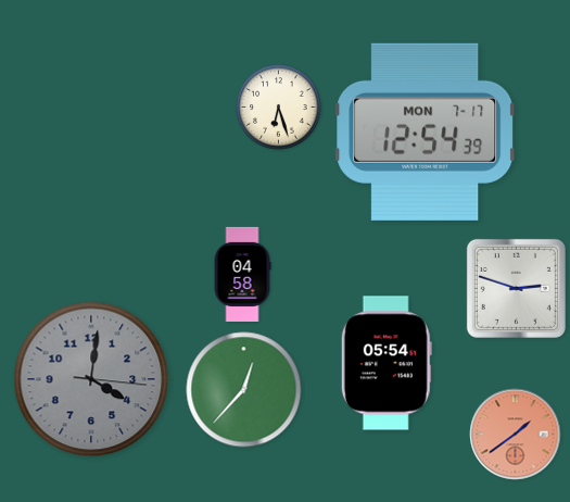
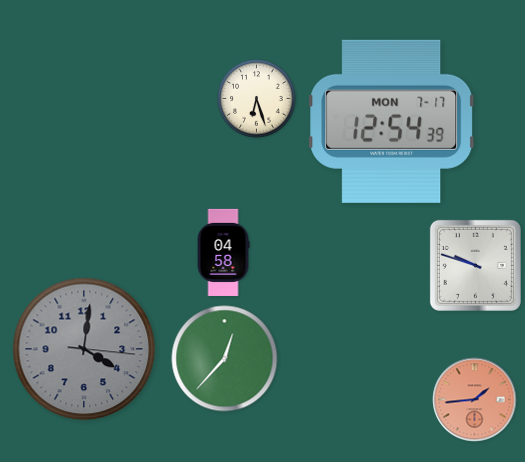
clock at (516, 288): 2:48 -> 9:48
clock at (387, 363): 05:54 -> none
clock at (516, 435): 1:39 -> 1:44
